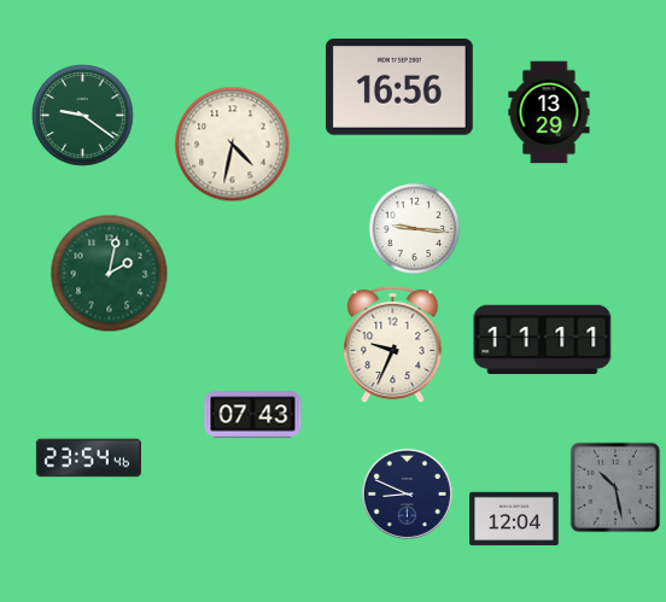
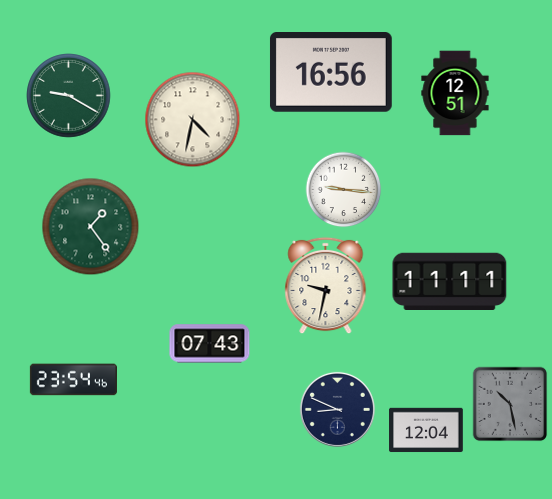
clock at (549, 112): 13:29 -> 12:51
clock at (83, 116): 9:21 -> 9:20
clock at (110, 274): 2:02 -> 1:24
clock at (393, 345): 9:34 -> 9:32
